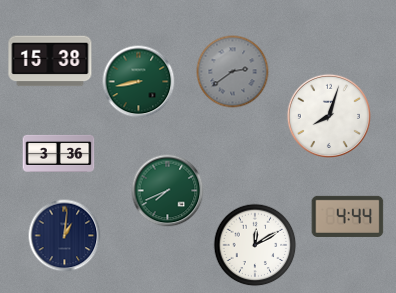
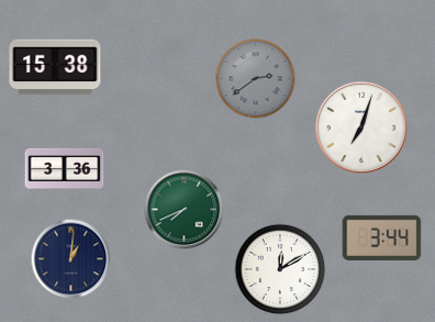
clock at (139, 82): 8:43 -> none
clock at (329, 116): 8:03 -> 7:03
clock at (348, 216): 4:44 -> 3:44
